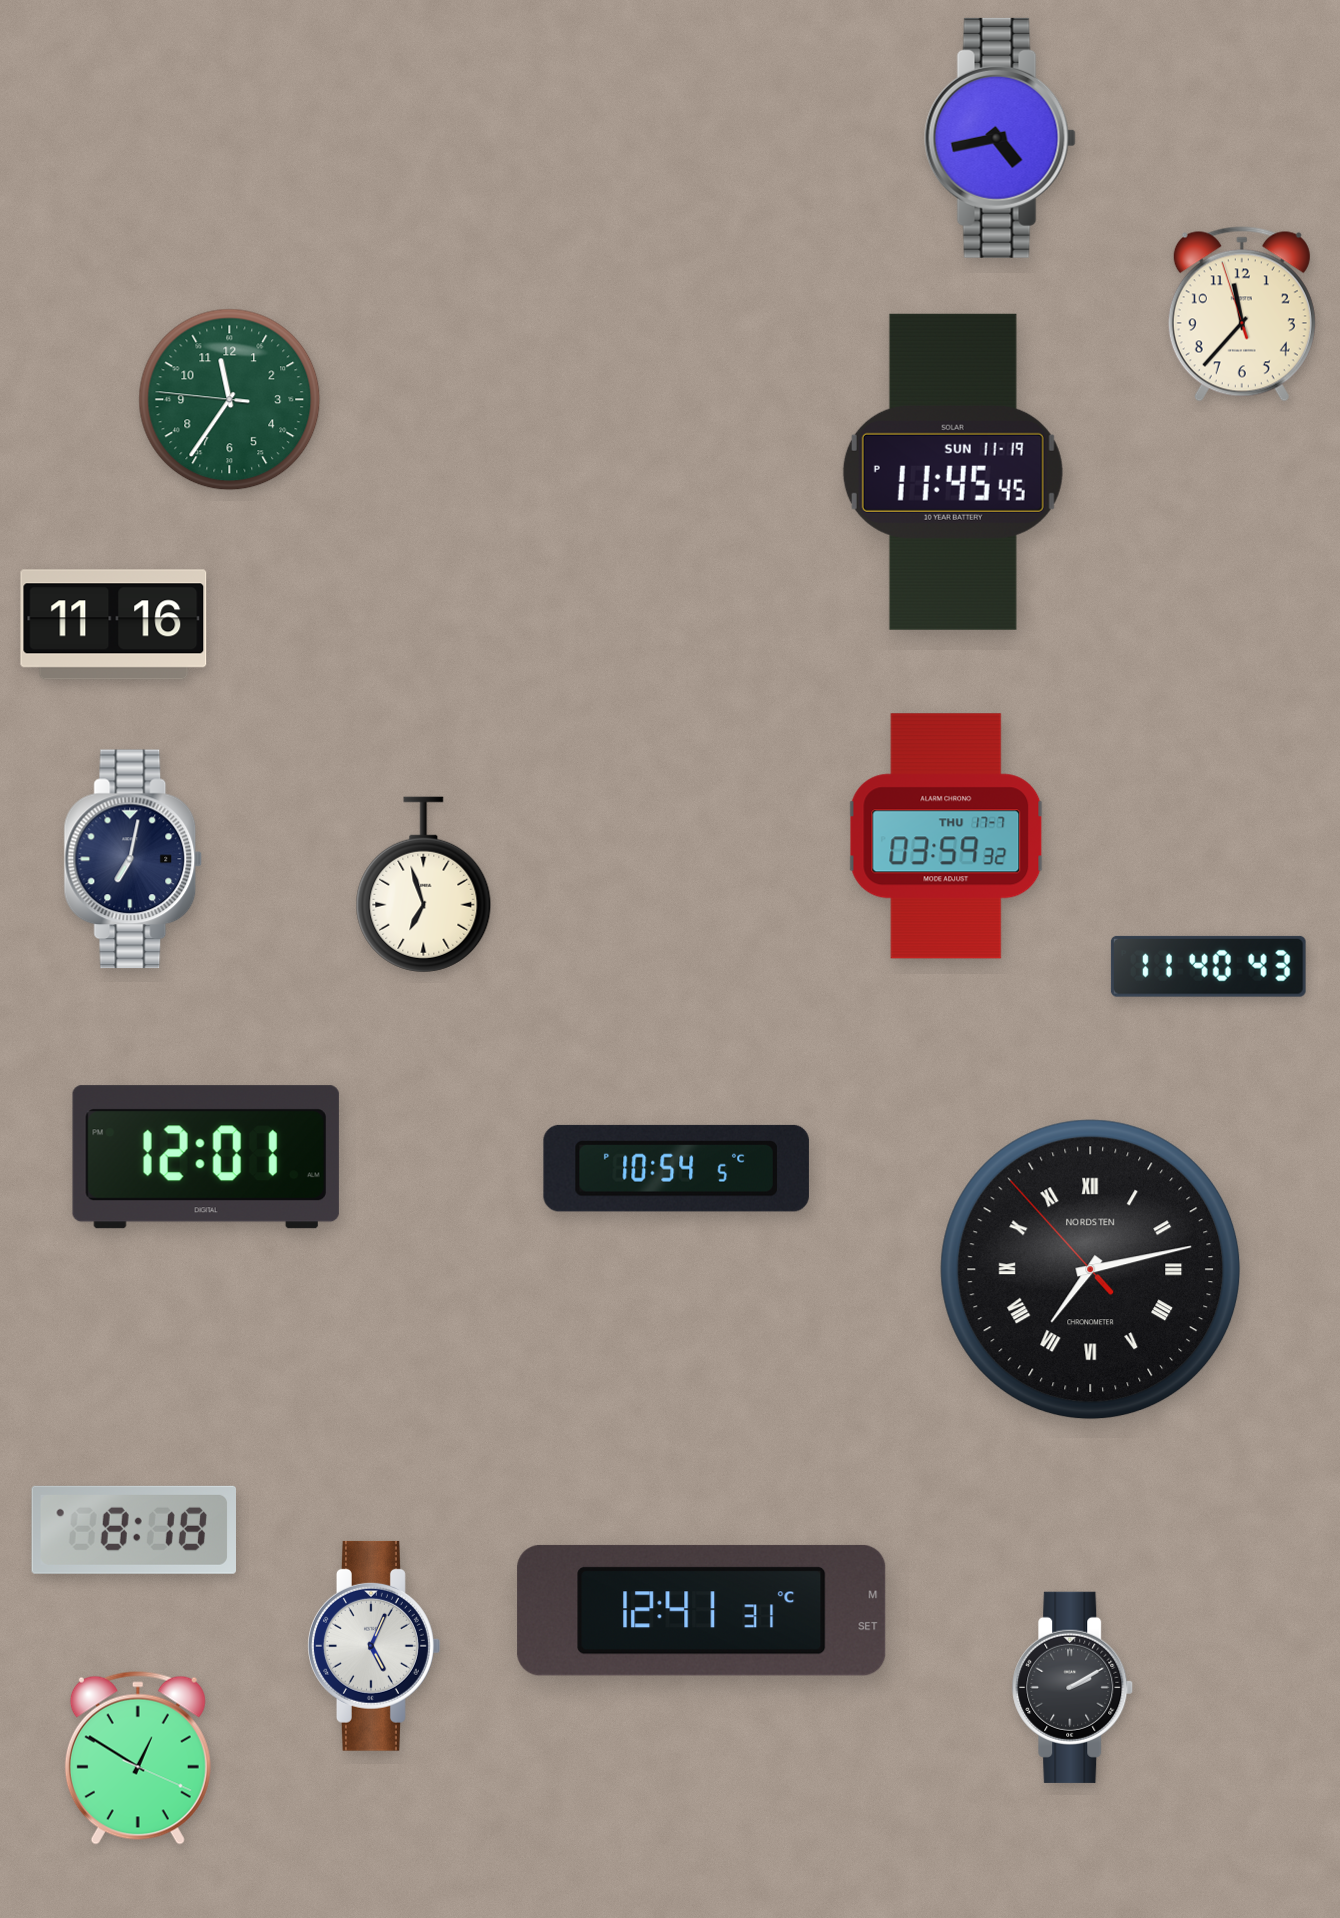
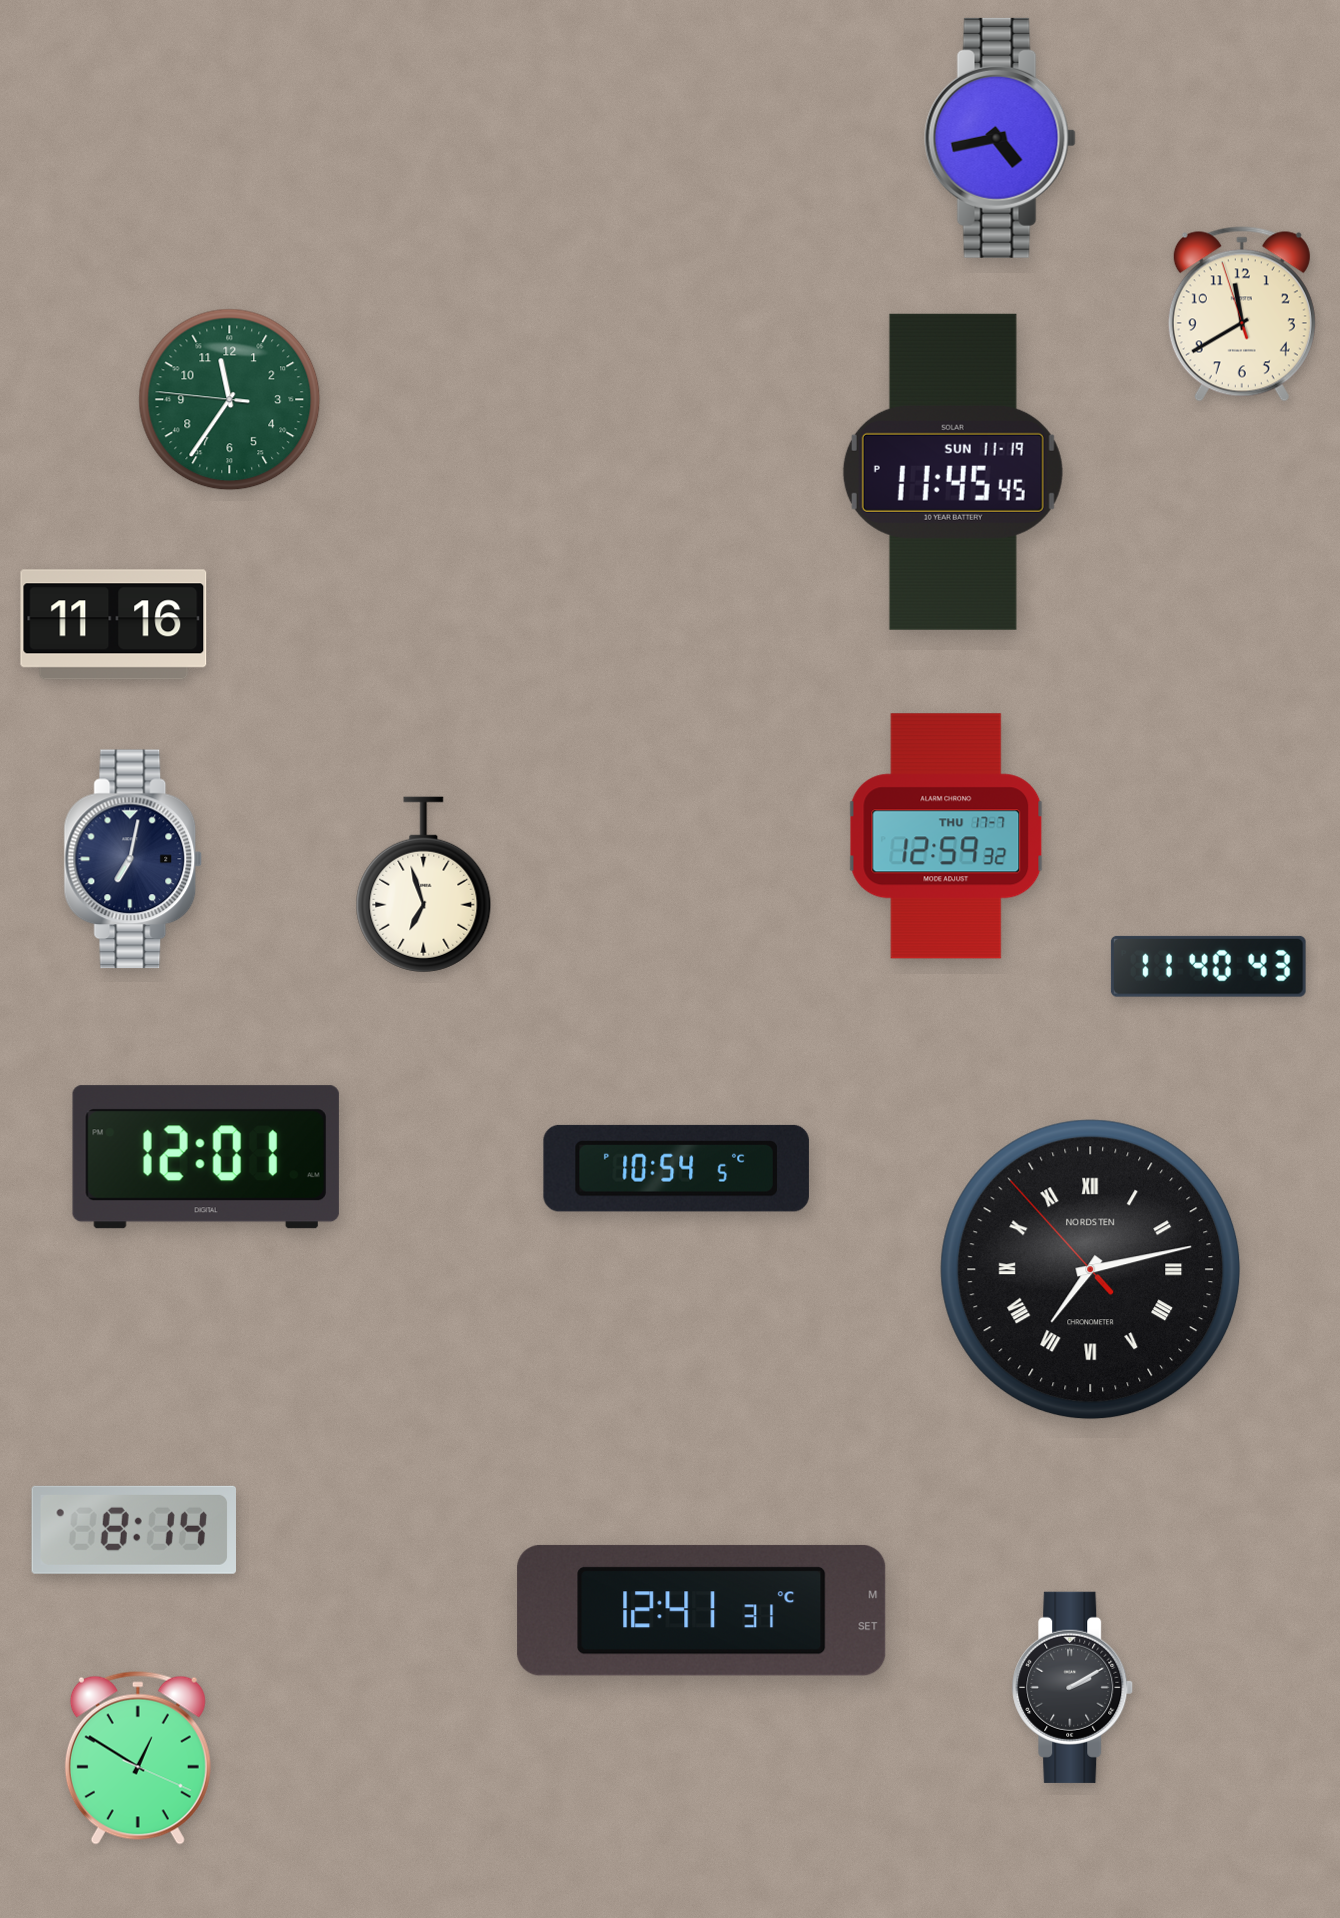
clock at (1242, 314): 11:36 -> 11:39
clock at (946, 836): 03:59 -> 12:59
clock at (133, 1530): 8:18 -> 8:14
clock at (374, 1646): 5:04 -> none
